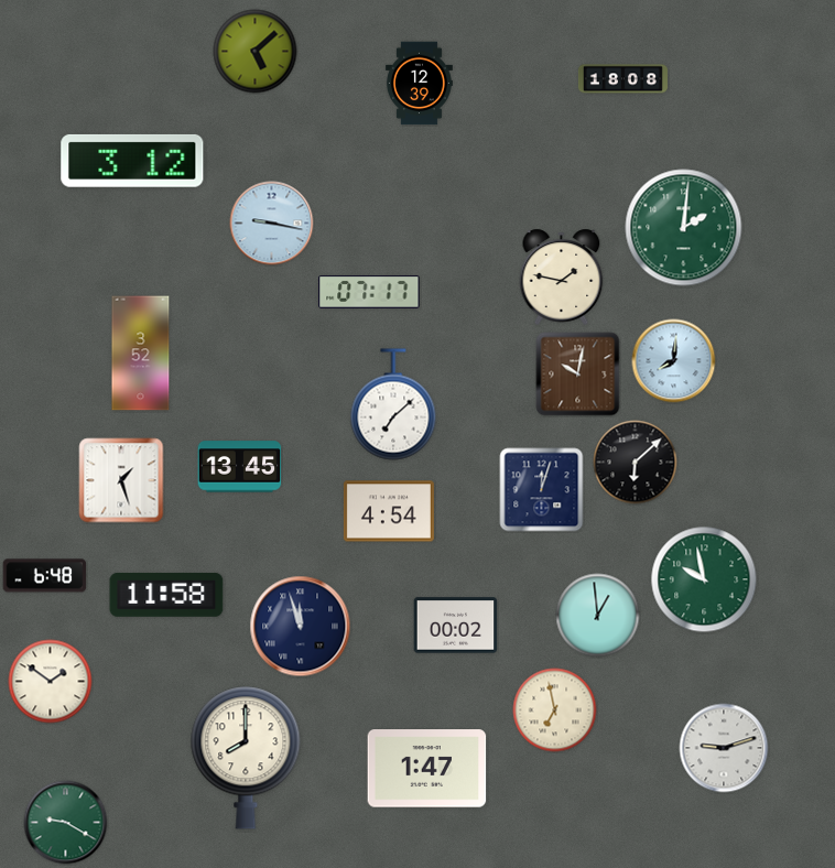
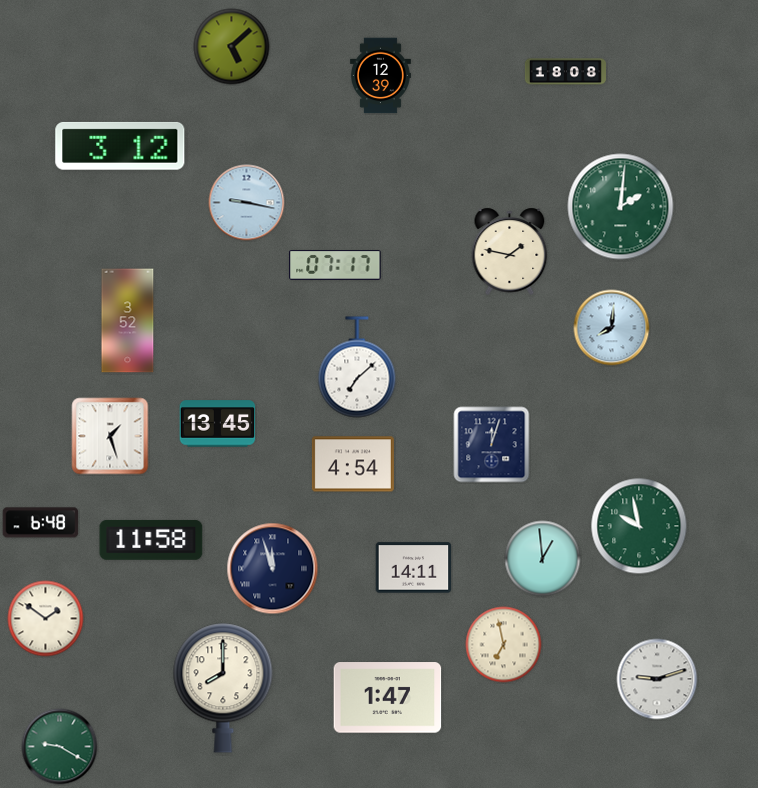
clock at (578, 375): 10:02 -> none
clock at (636, 463): 6:08 -> none
clock at (456, 626): 00:02 -> 14:11
